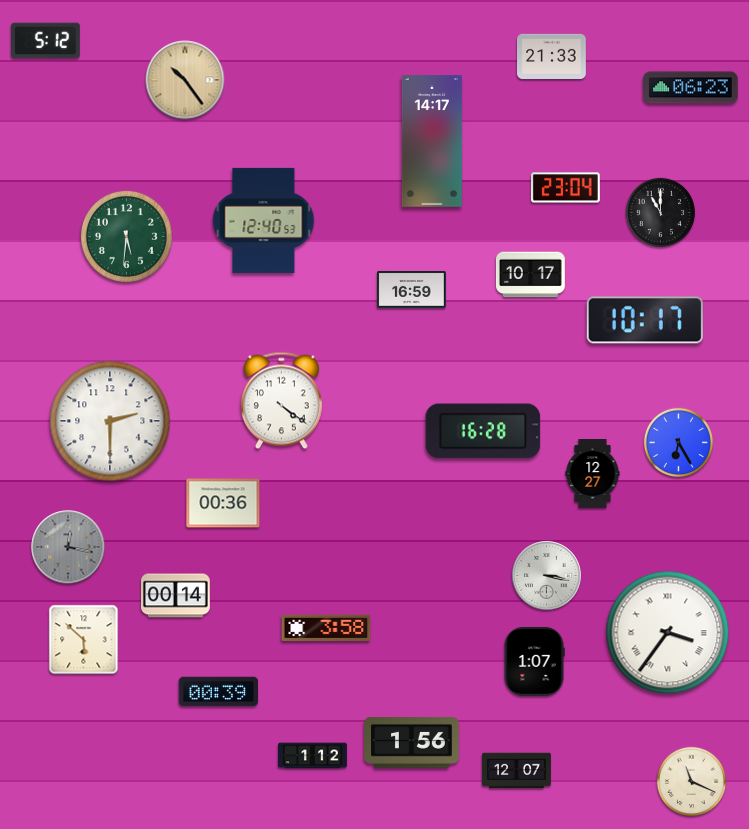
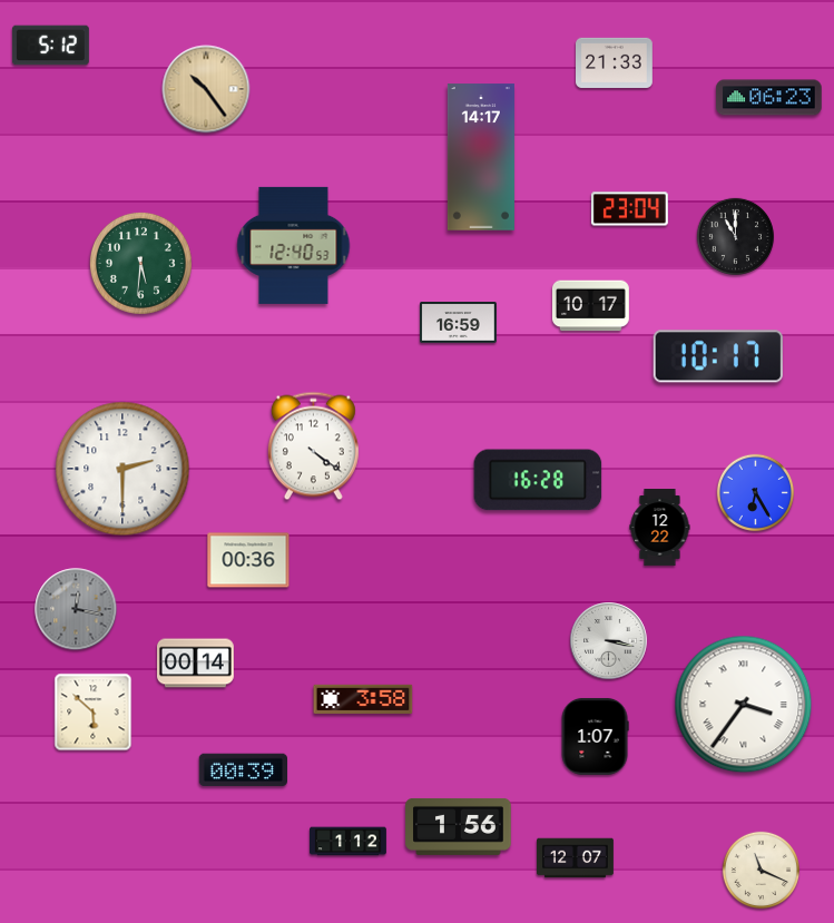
clock at (593, 474): 12:27 -> 12:22
clock at (691, 781) position: (691, 781) -> (761, 870)
